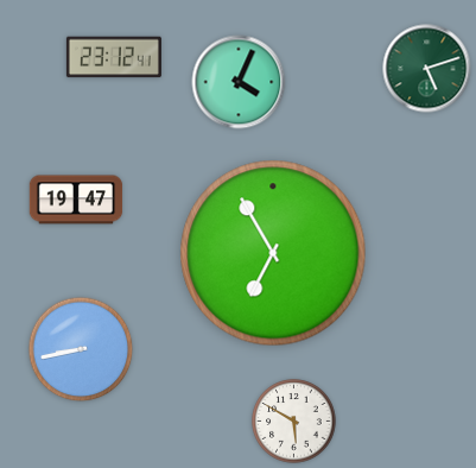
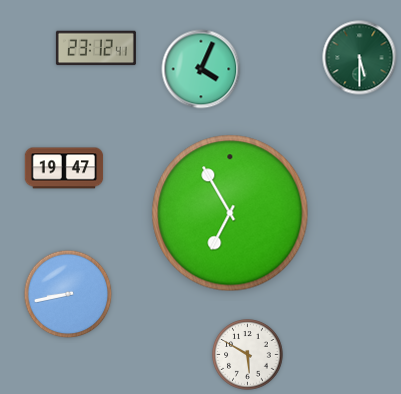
clock at (427, 69): 5:12 -> 5:30
